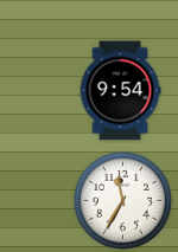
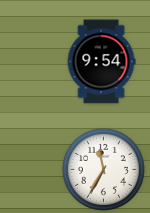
clock at (120, 91) position: (120, 91) -> (101, 62)
